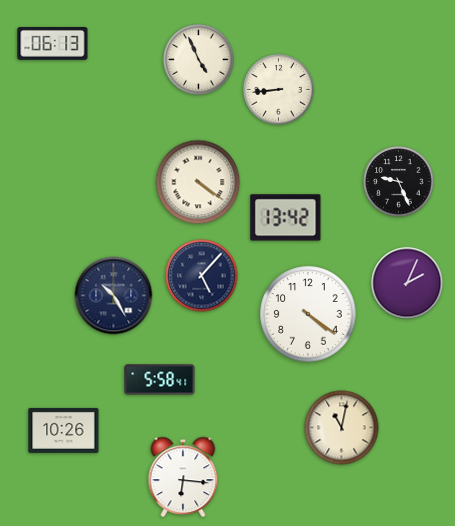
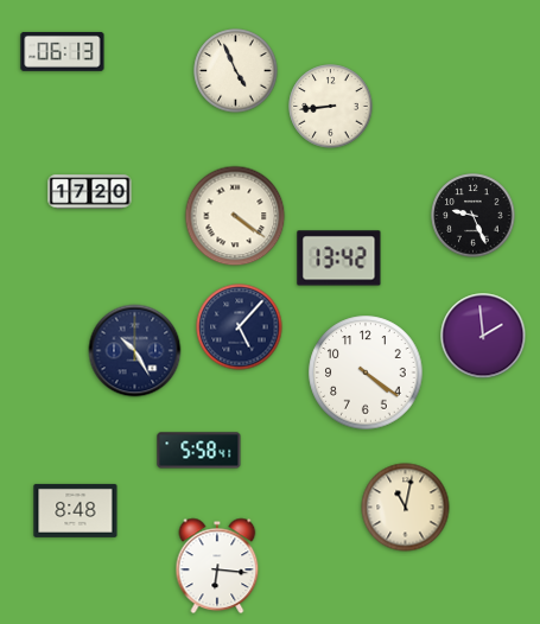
clock at (90, 192): none -> 17:20
clock at (407, 283): 2:04 -> 1:59
clock at (160, 380) position: (160, 380) -> (199, 451)
clock at (64, 430): 10:26 -> 8:48
